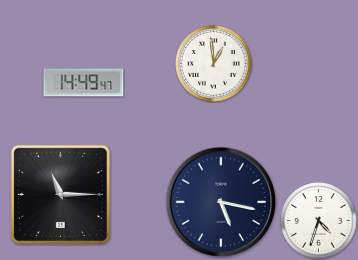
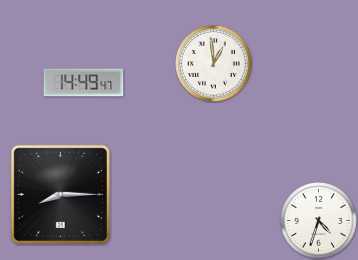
clock at (60, 194): 11:15 -> 8:15
clock at (221, 202): 5:17 -> none
